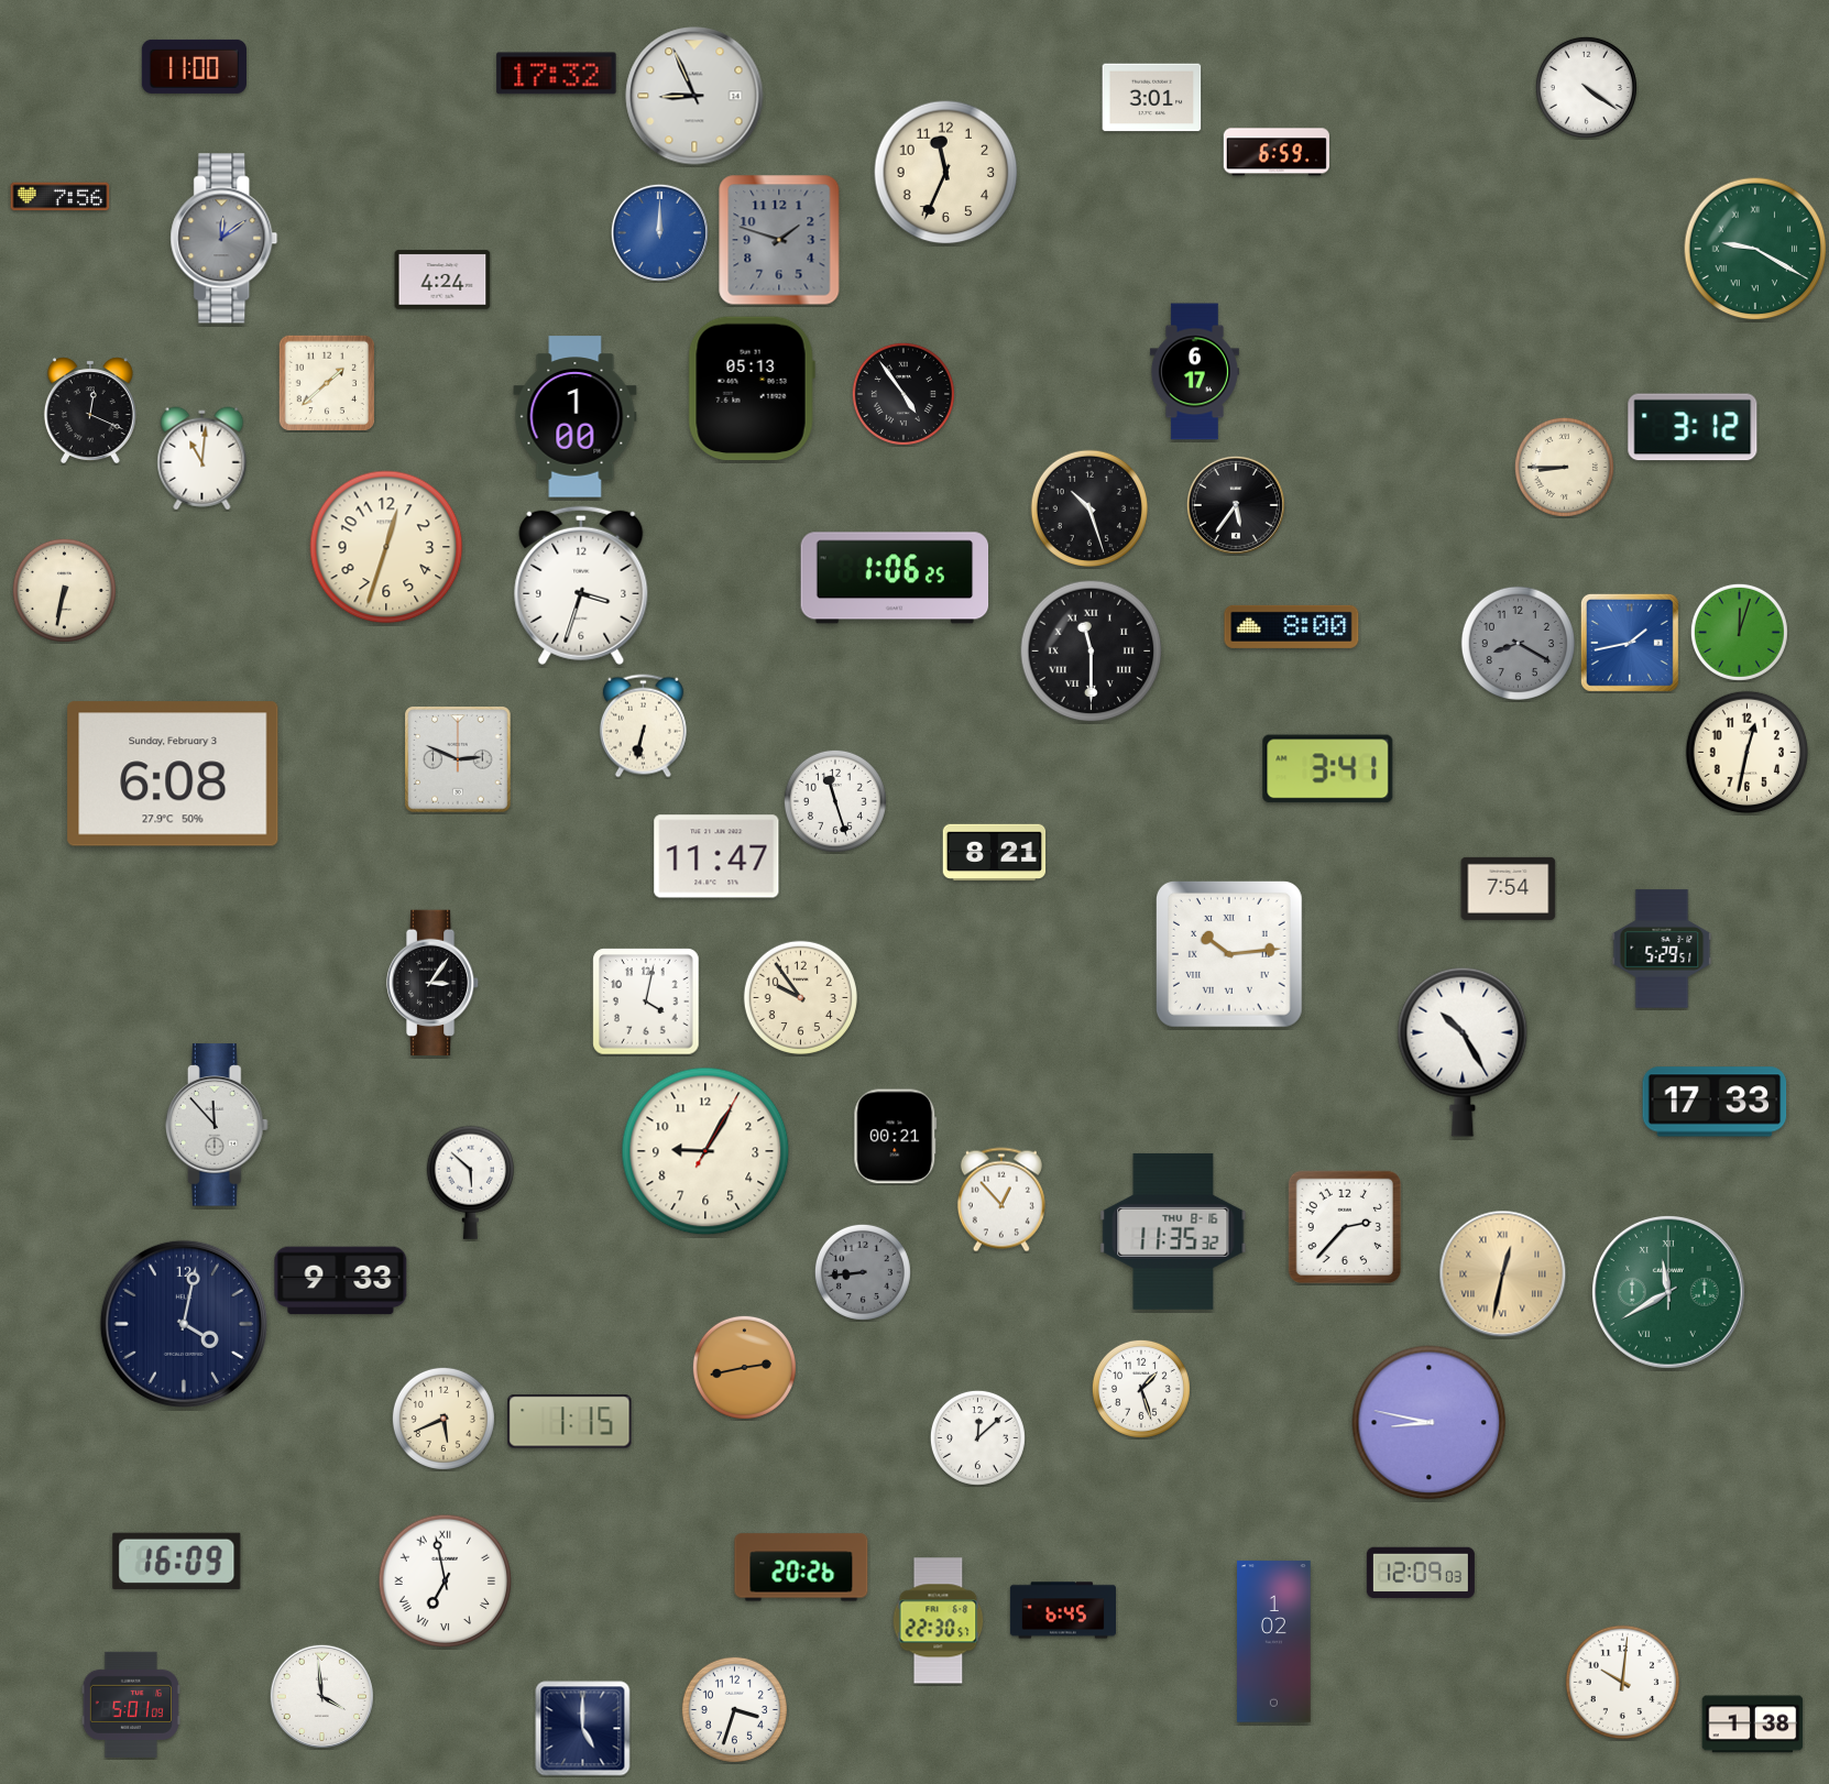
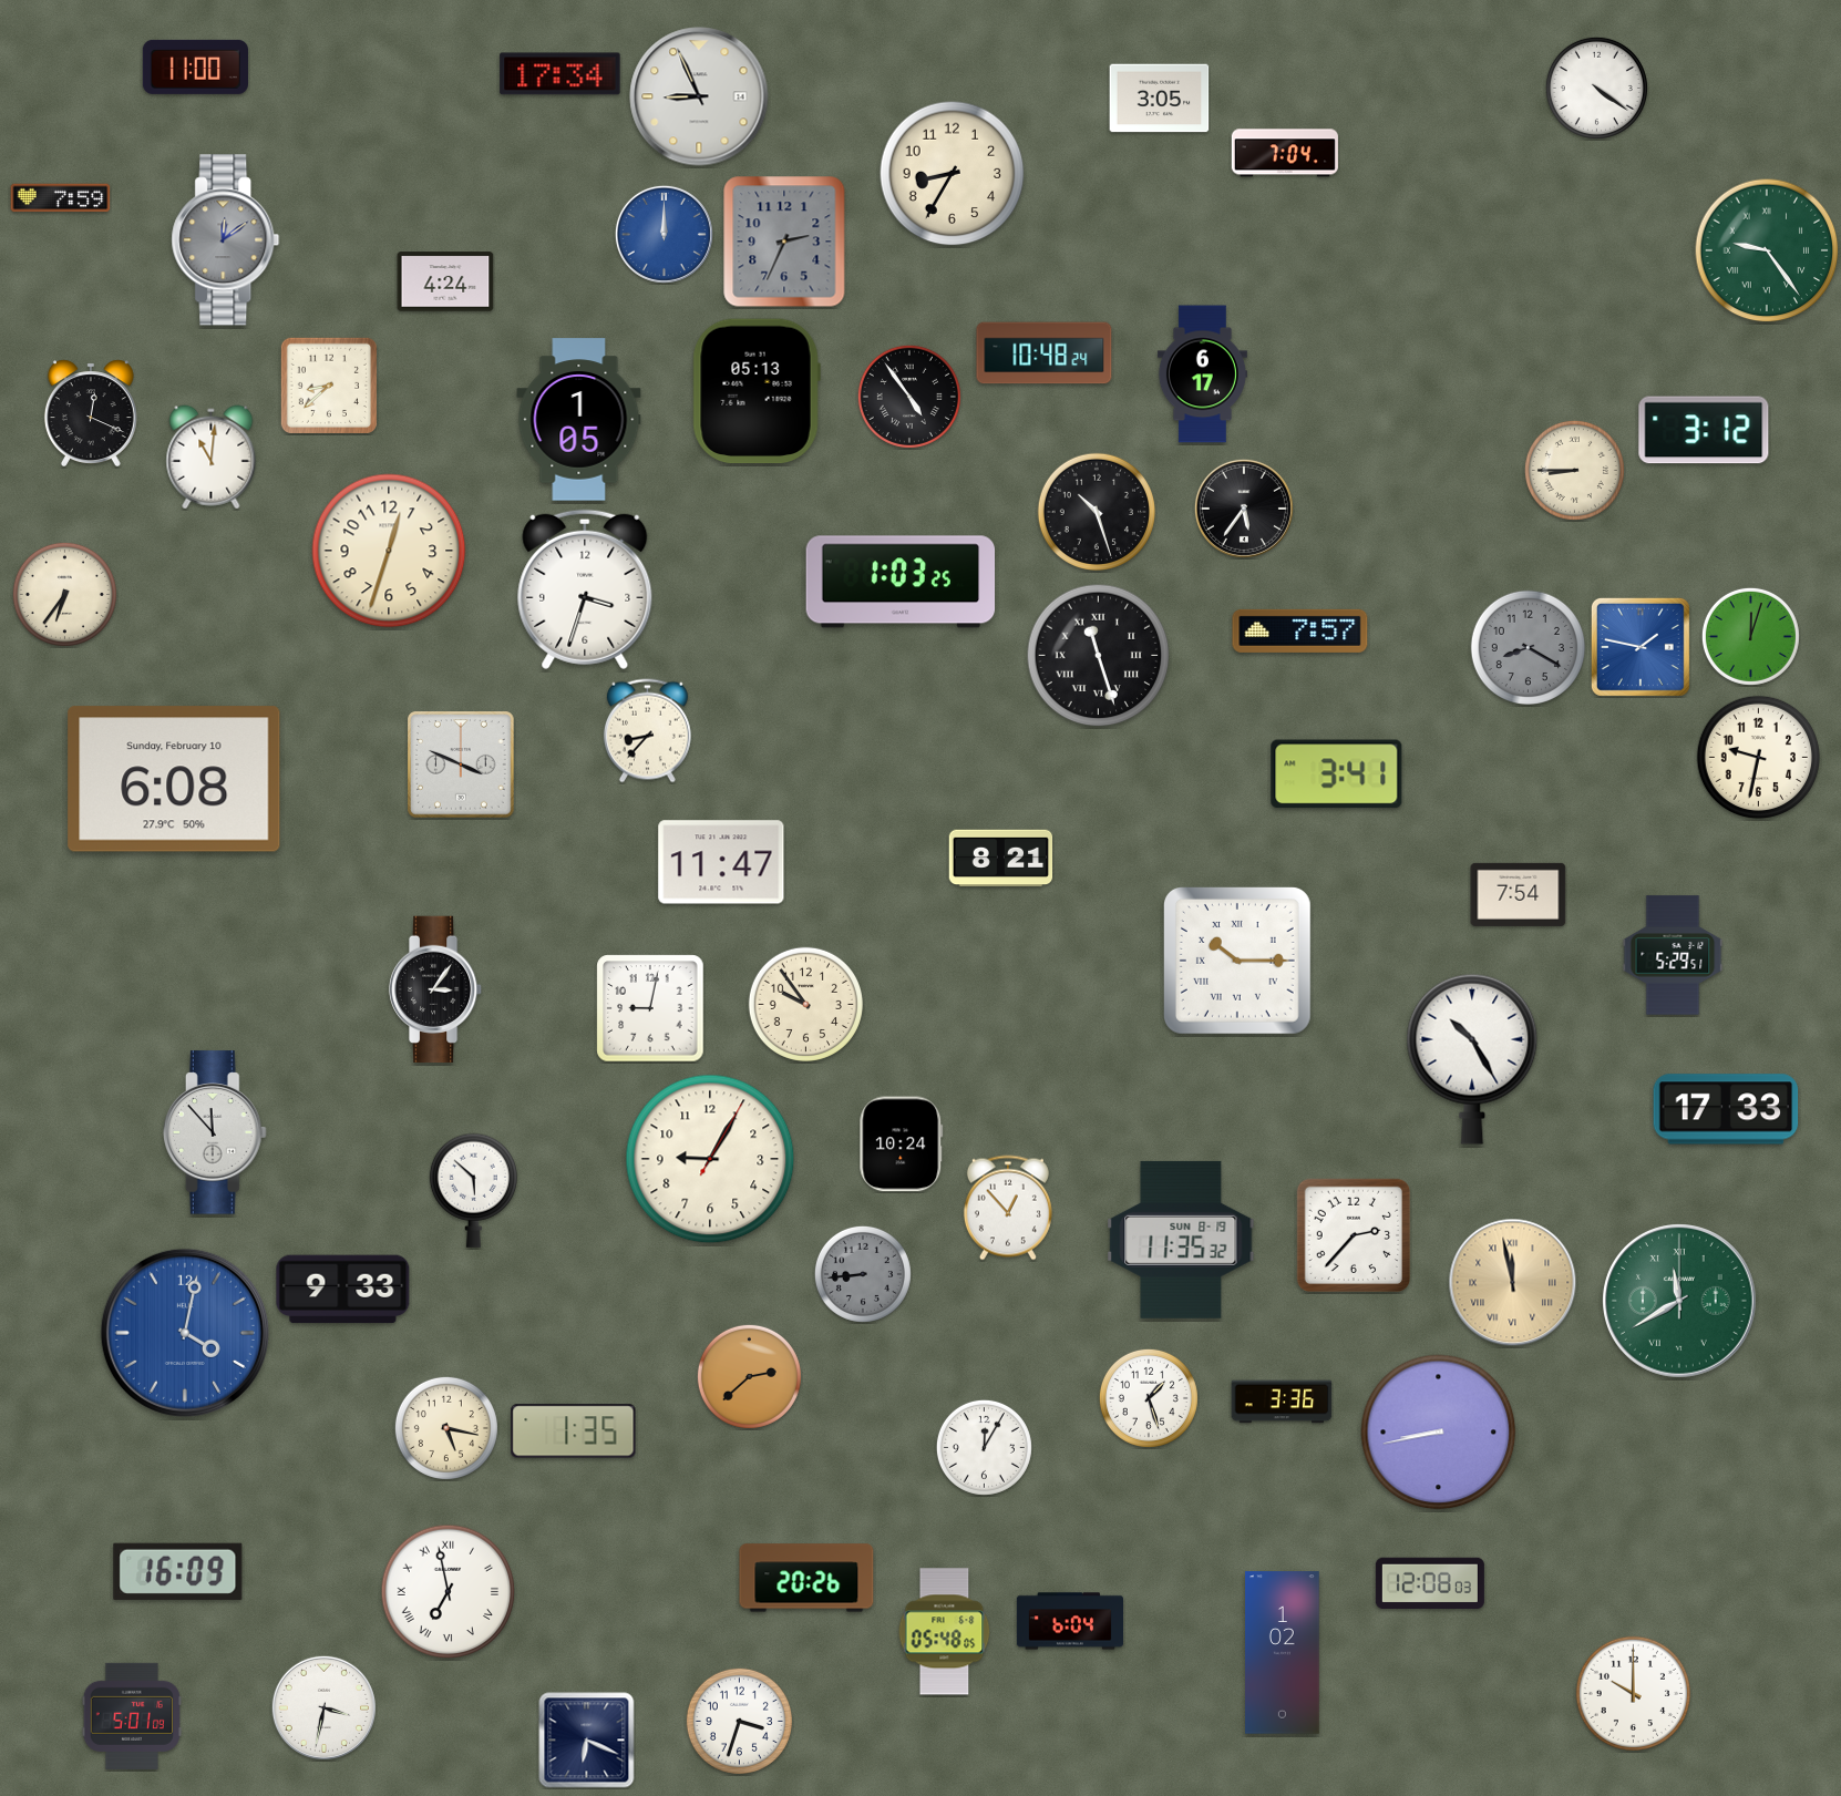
clock at (557, 74): 17:32 -> 17:34
clock at (1152, 98): 3:01 -> 3:05
clock at (1277, 152): 6:59 -> 7:04
clock at (946, 173): 11:34 -> 8:35
clock at (61, 197): 7:56 -> 7:59
clock at (779, 240): 1:48 -> 2:34
clock at (1755, 249): 9:20 -> 9:24
clock at (1045, 353): none -> 10:48
clock at (326, 382): 1:38 -> 8:38
clock at (576, 417): 1:00 -> 1:05
clock at (202, 459) position: (202, 459) -> (212, 458)
clock at (895, 578): 1:06 -> 1:03
clock at (64, 590): 6:32 -> 6:36
clock at (1292, 626): 8:00 -> 7:57
clock at (1630, 643): 1:43 -> 1:47
clock at (1092, 652): 11:30 -> 11:27
clock at (643, 726): 6:32 -> 8:37
clock at (1748, 753): 12:32 -> 9:32
clock at (458, 759): 2:49 -> 3:49
clock at (173, 774) date: Sunday, February 3 -> Sunday, February 10
clock at (835, 801): 11:27 -> none
clock at (1229, 954): 10:14 -> 10:15
clock at (646, 1002): 4:02 -> 9:02
clock at (218, 1125) position: (218, 1125) -> (216, 1132)
clock at (896, 1137): 00:21 -> 10:24
clock at (1173, 1232) date: THU 8-16 -> SUN 8-19
clock at (863, 1272) position: (863, 1272) -> (863, 1274)
clock at (1503, 1274): 12:32 -> 11:58
clock at (184, 1324) dial: navy -> blue
clock at (744, 1367): 2:43 -> 2:38
clock at (1282, 1402): none -> 3:36
clock at (443, 1419): 5:41 -> 5:17
clock at (570, 1422): 1:15 -> 1:35
clock at (1430, 1423): 8:47 -> 8:43
clock at (977, 1437): 12:08 -> 12:05
clock at (1421, 1572): 12:09 -> 12:08
clock at (1062, 1610): 6:45 -> 6:04
clock at (939, 1621): 22:30 -> 05:48
clock at (1622, 1682): 10:01 -> 10:00
clock at (321, 1696): 3:59 -> 3:32
clock at (1753, 1725): 1:38 -> none
clock at (583, 1729): 5:00 -> 6:19
